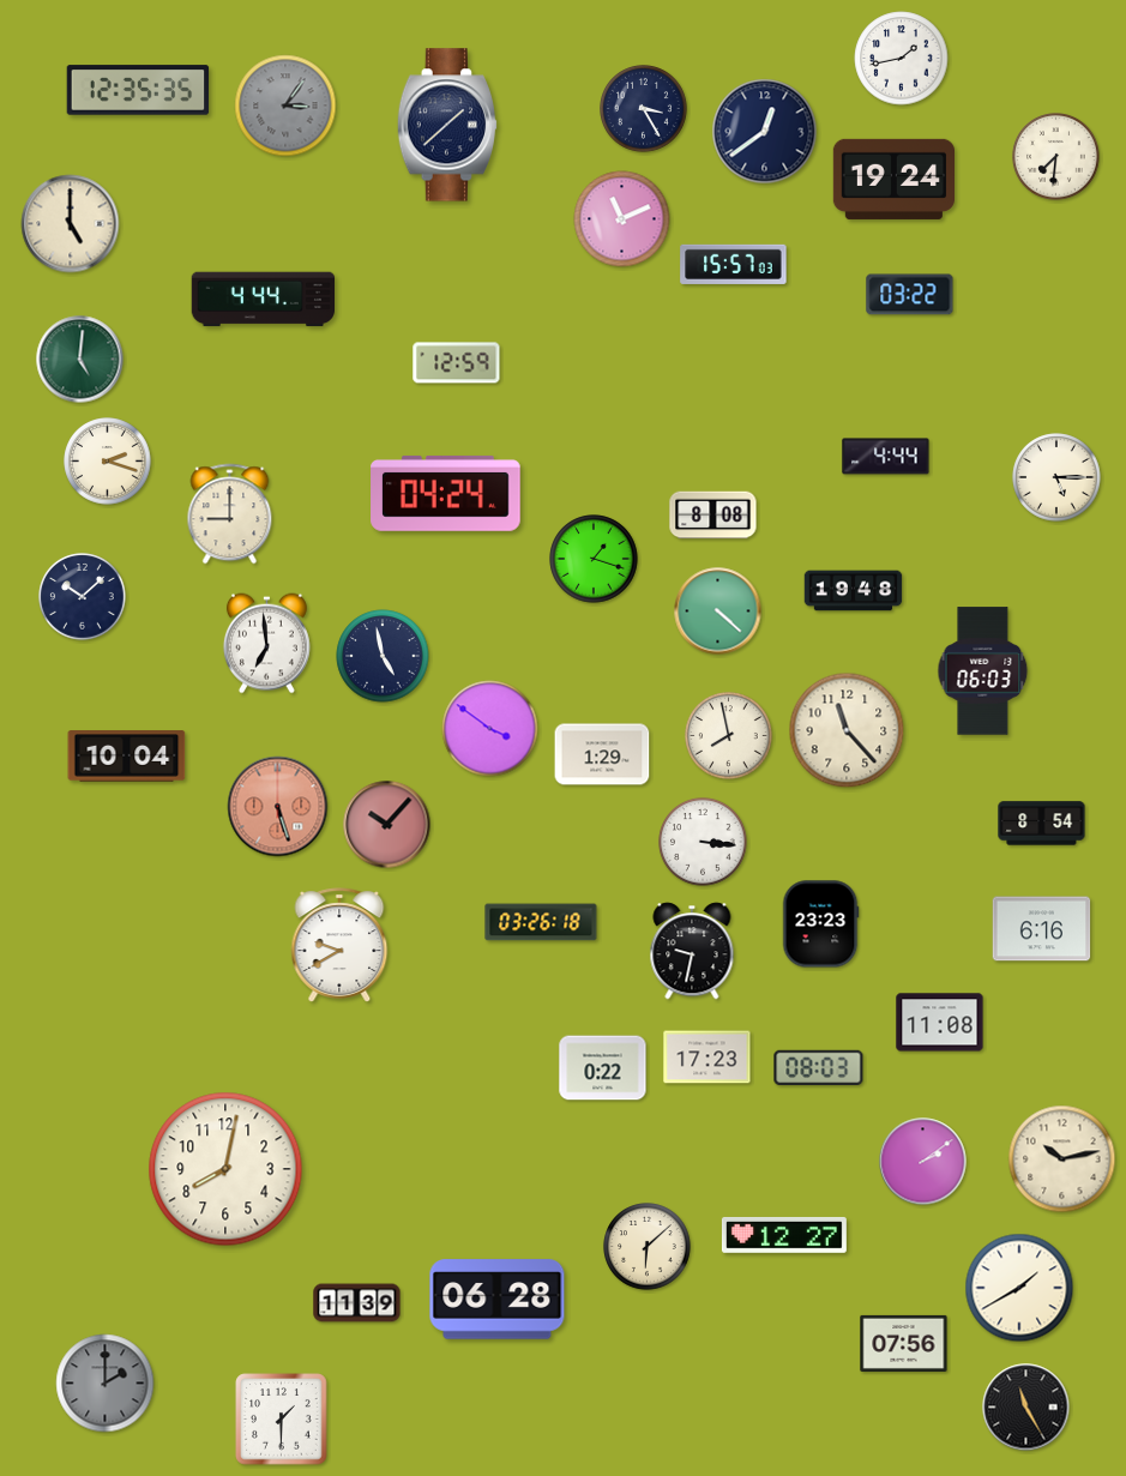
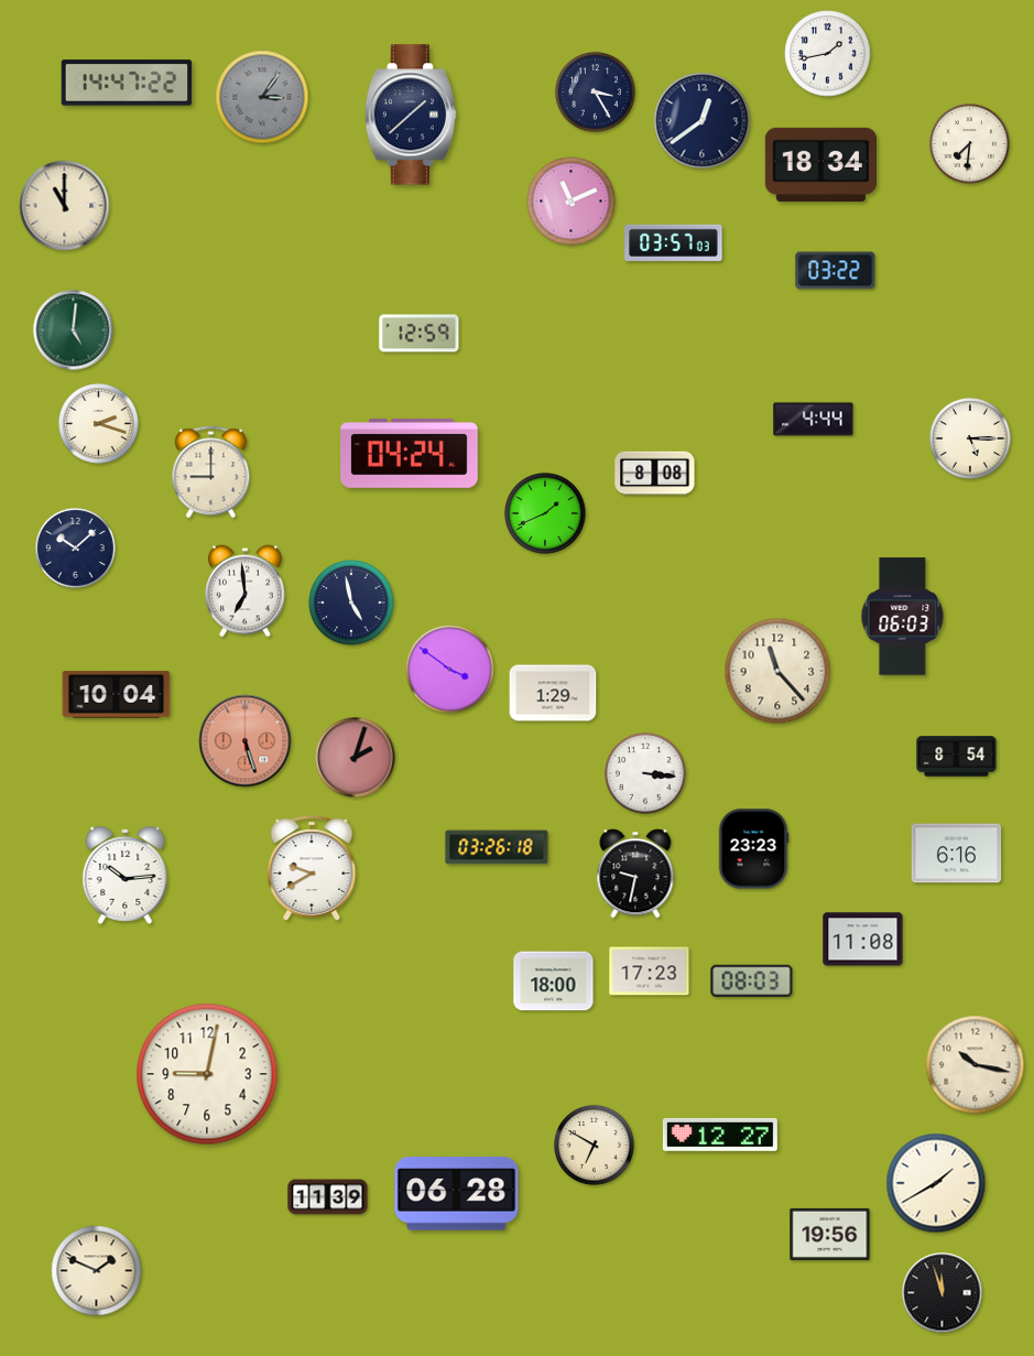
clock at (138, 90): 12:35 -> 14:47
clock at (644, 109) position: (644, 109) -> (596, 93)
clock at (893, 179): 19:24 -> 18:34
clock at (71, 224): 5:00 -> 11:00
clock at (734, 264): 15:57 -> 03:57
clock at (264, 300): 4:44 -> none
clock at (594, 559): 1:18 -> 1:41
clock at (854, 591): 19:48 -> none
clock at (718, 612): 4:22 -> none
clock at (729, 736): 7:58 -> none
clock at (278, 807) position: (278, 807) -> (246, 741)
clock at (387, 825): 10:07 -> 2:03
clock at (126, 875): none -> 10:14
clock at (603, 1068): 0:22 -> 18:00
clock at (1062, 1159): 10:13 -> 10:17
clock at (923, 1162): 2:09 -> none
clock at (225, 1169): 8:02 -> 9:02
clock at (648, 1247): 6:08 -> 6:50
clock at (904, 1343): 07:56 -> 19:56
clock at (106, 1384): 2:00 -> 1:49
clock at (106, 1384) dial: grey -> cream
clock at (1026, 1408): 11:25 -> 11:57
clock at (282, 1420): 1:30 -> none
